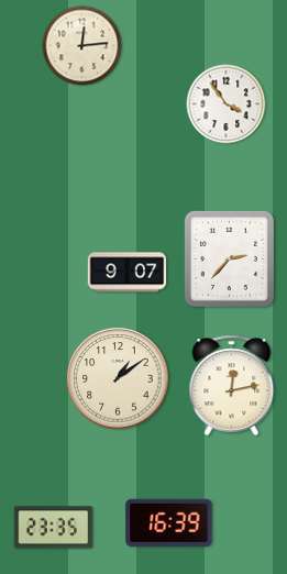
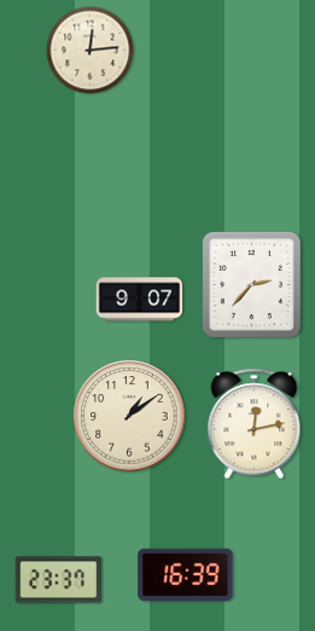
clock at (227, 104): 3:54 -> none
clock at (53, 528): 23:35 -> 23:37
